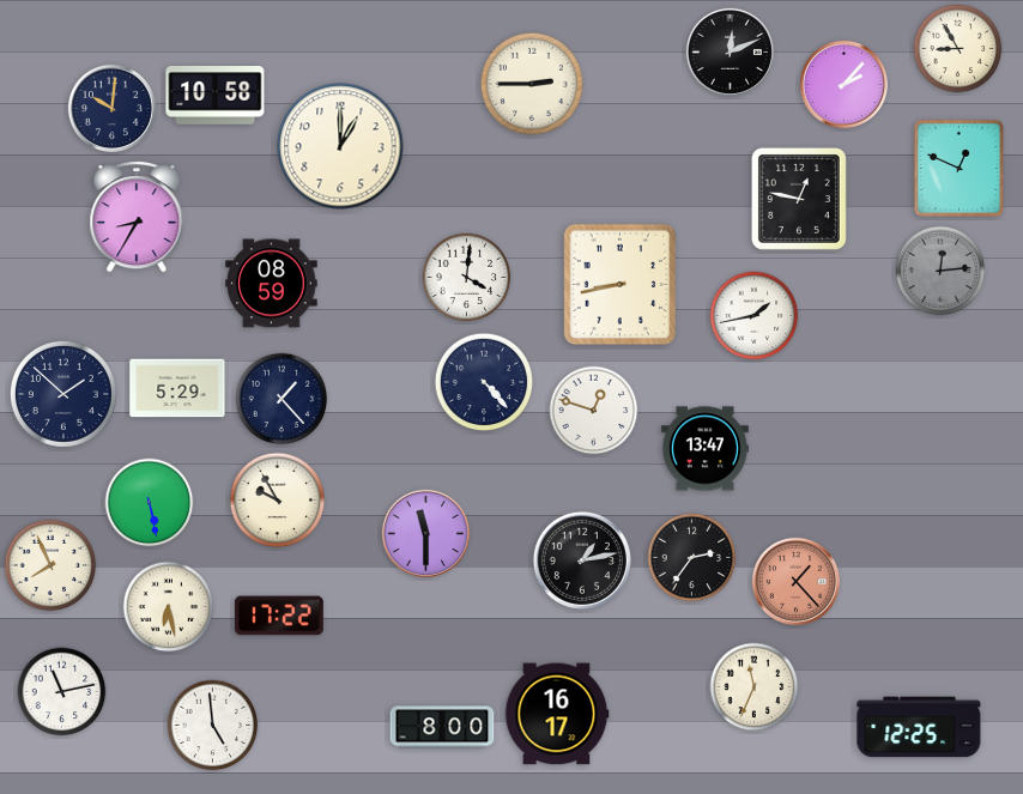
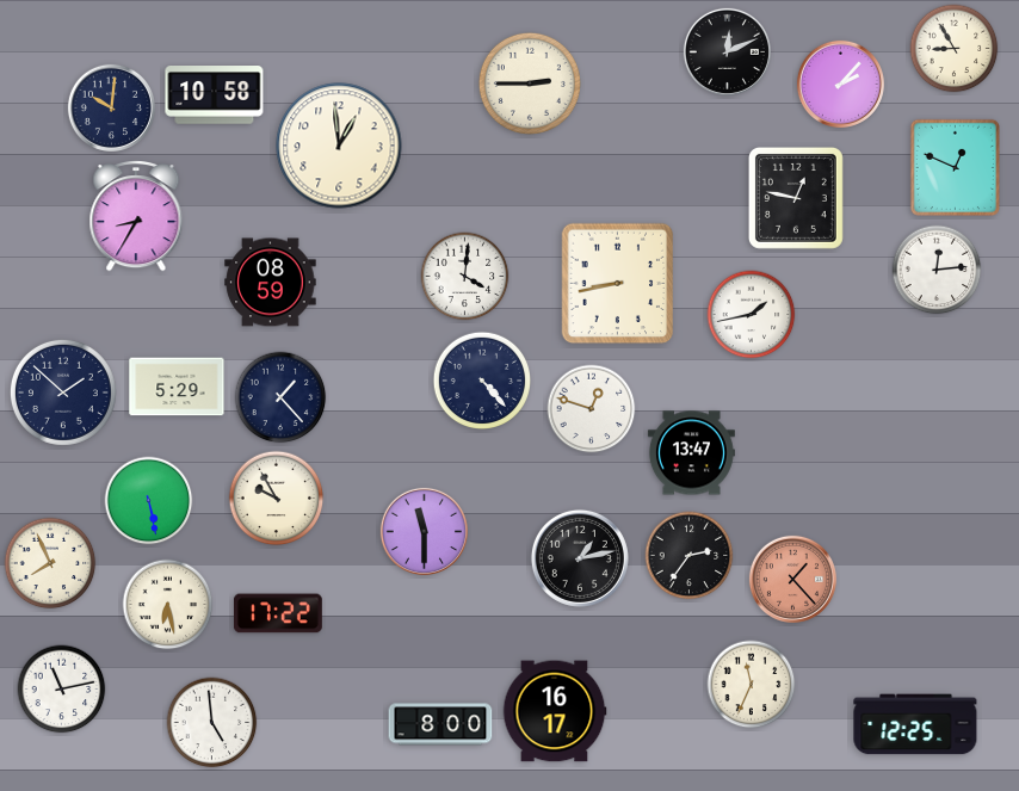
clock at (340, 146): 1:00 -> 12:59
clock at (940, 271) dial: grey -> white
clock at (704, 449) position: (704, 449) -> (691, 453)
